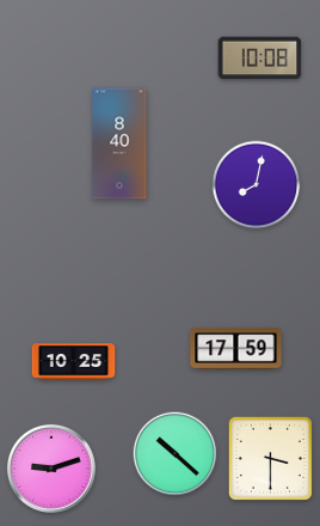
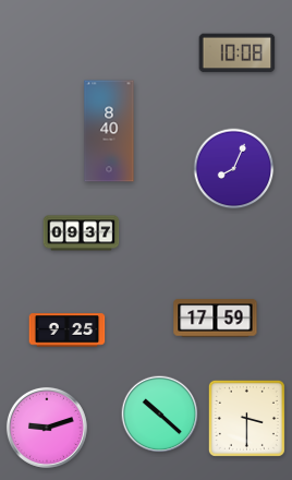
clock at (257, 185): 8:02 -> 8:04
clock at (82, 233): none -> 09:37
clock at (74, 362): 10:25 -> 9:25
